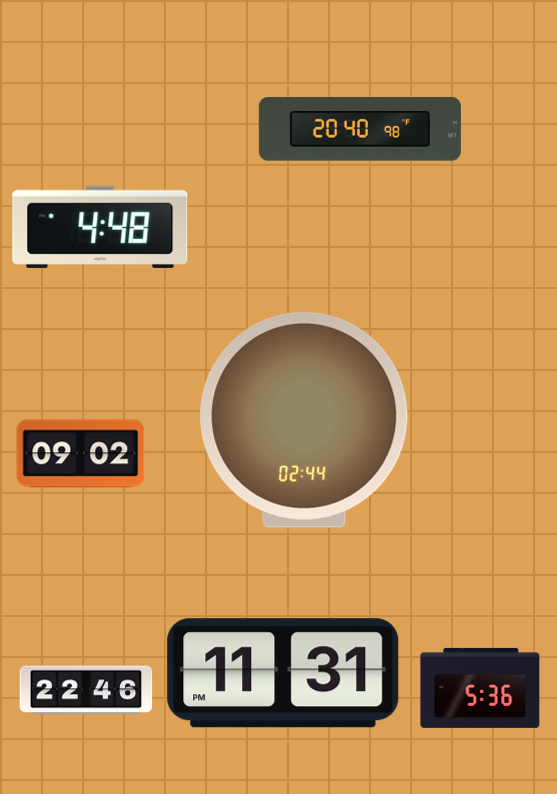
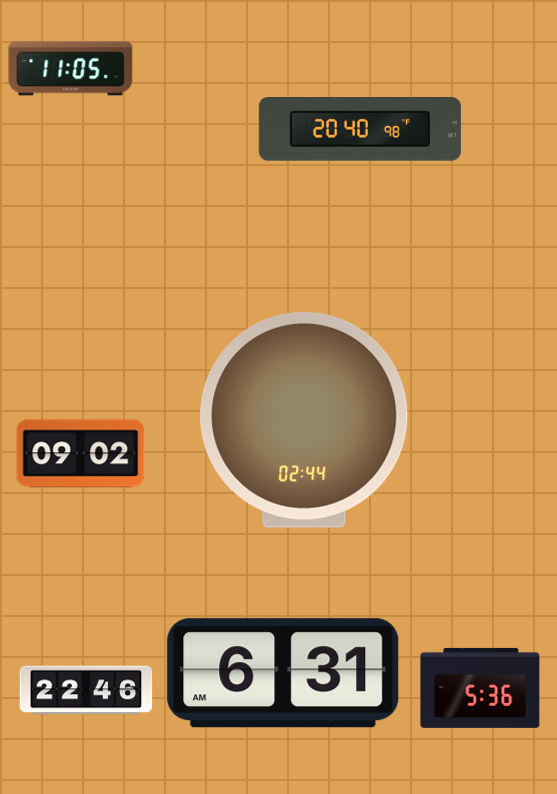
clock at (71, 69): none -> 11:05
clock at (100, 227): 4:48 -> none
clock at (283, 673): 11:31 -> 6:31
